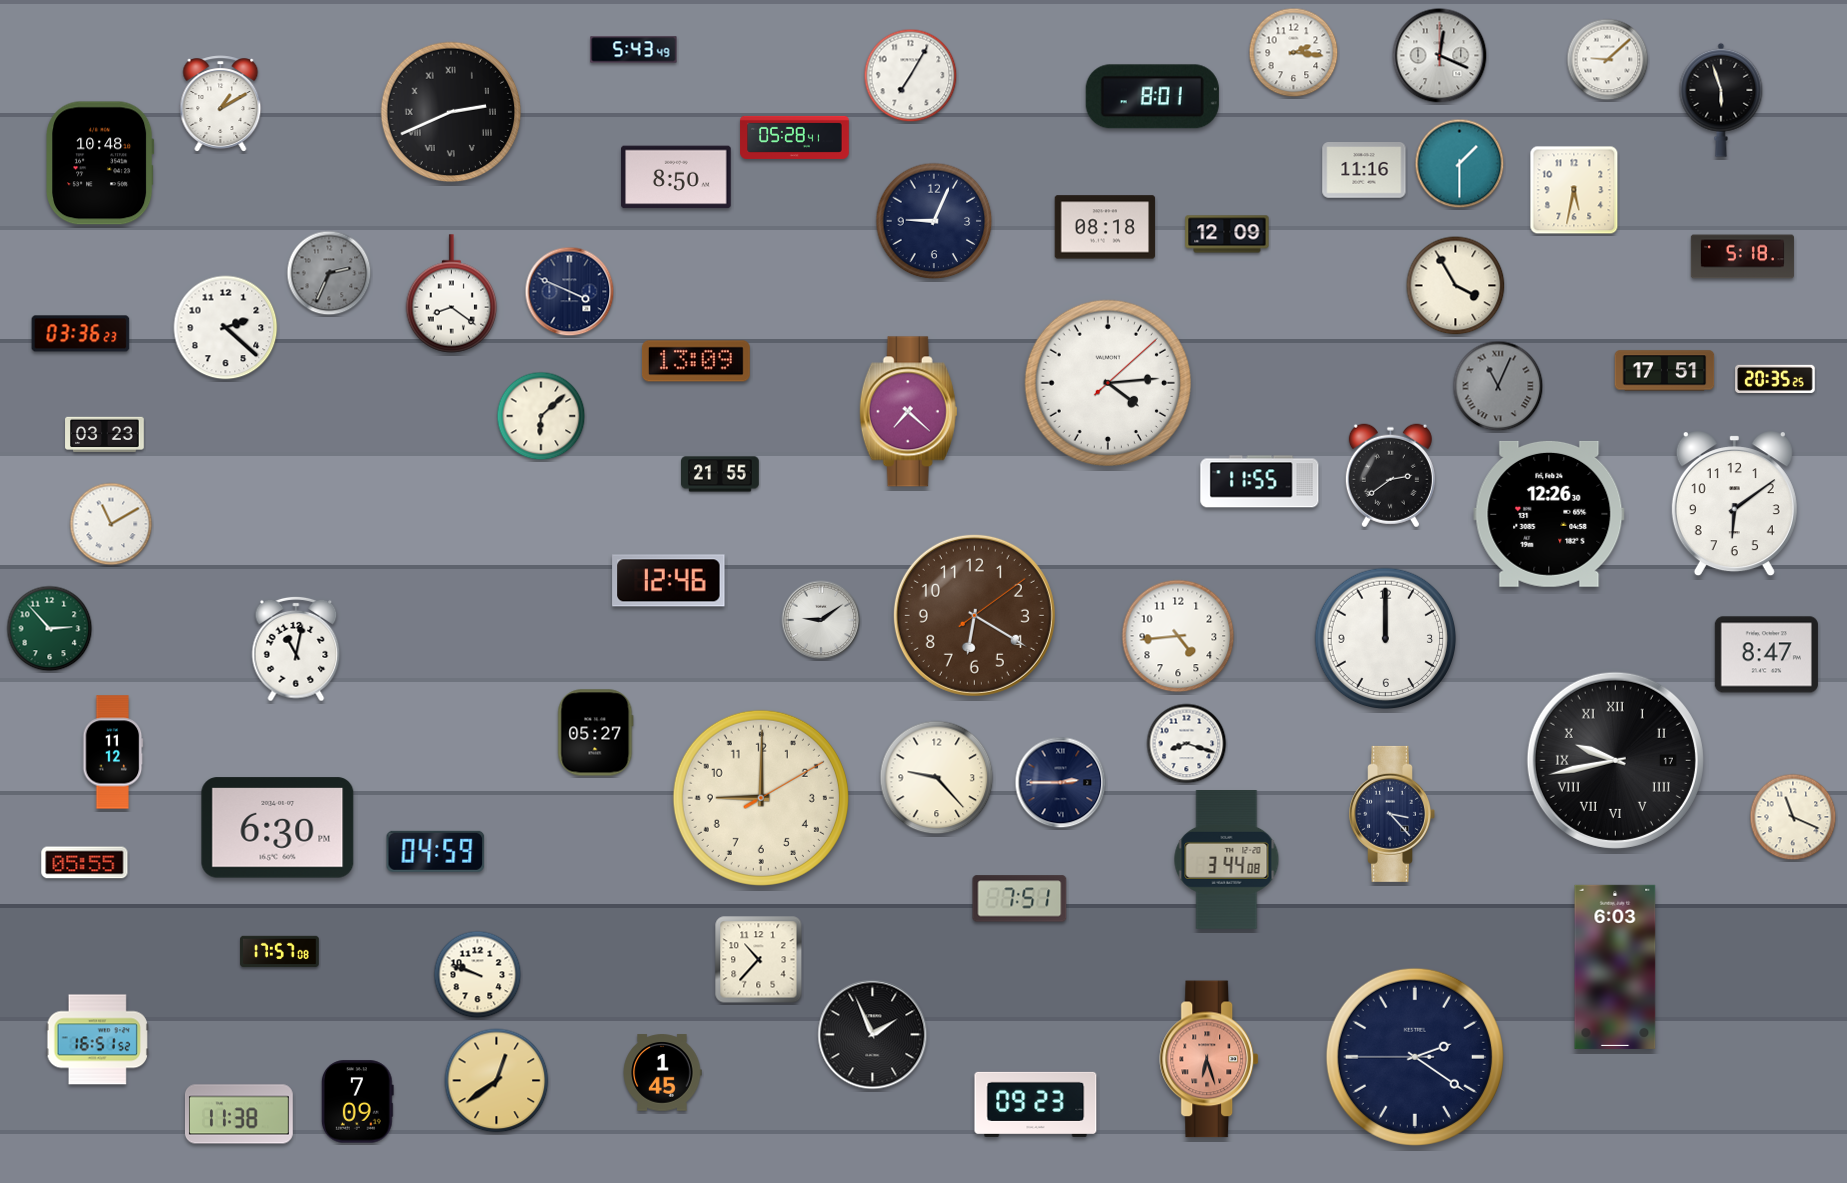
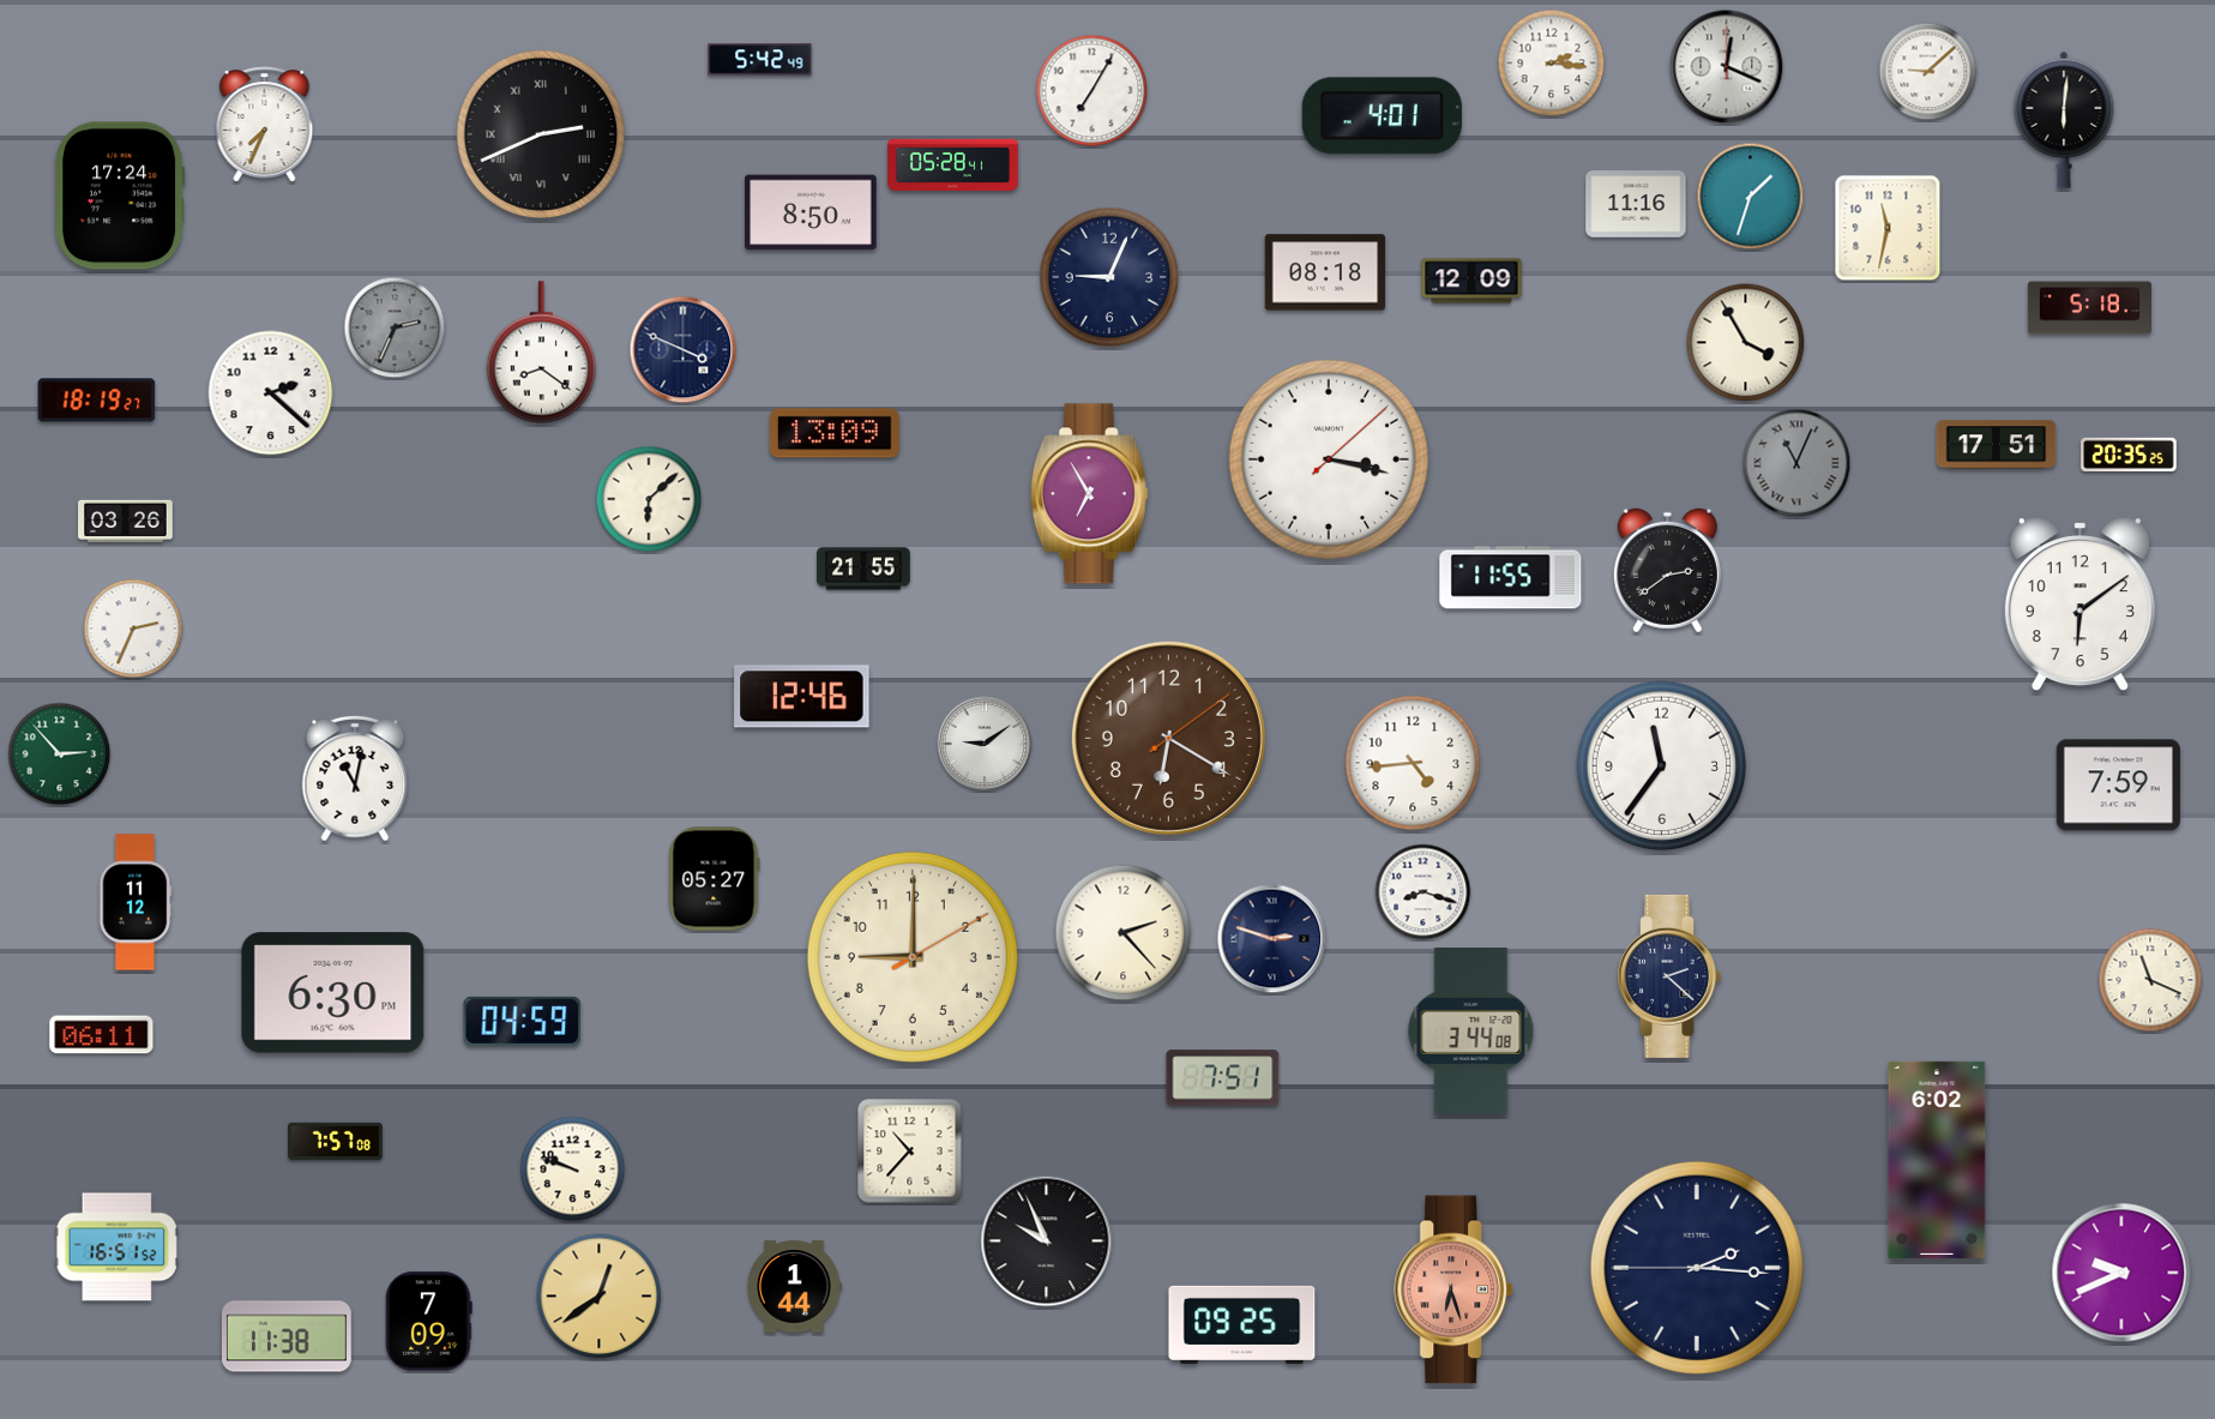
clock at (634, 50): 5:43 -> 5:42
clock at (1152, 97): 8:01 -> 4:01
clock at (1721, 100): 5:57 -> 6:01
clock at (221, 104): 1:10 -> 7:34
clock at (100, 163): 10:48 -> 17:24
clock at (1460, 164): 1:30 -> 1:33
clock at (1574, 190): 5:32 -> 11:32
clock at (934, 221) position: (934, 221) -> (1109, 277)
clock at (81, 334): 03:36 -> 18:19
clock at (1108, 383): 4:14 -> 3:17
clock at (908, 412): 7:22 -> 6:55
clock at (105, 435): 03:23 -> 03:26
clock at (1549, 514): 12:26 -> none
clock at (111, 524): 11:10 -> 2:34
clock at (1386, 639): 12:00 -> 11:36
clock at (1766, 655): 8:47 -> 7:59
clock at (1615, 760): 9:43 -> none
clock at (937, 778): 9:23 -> 2:23
clock at (1061, 783): 2:45 -> 2:48
clock at (1392, 814): 3:23 -> 2:22
clock at (85, 863): 05:55 -> 06:11
clock at (280, 952): 17:57 -> 7:57
clock at (1615, 967): 6:03 -> 6:02
clock at (873, 1035): 1:56 -> 9:56
clock at (1415, 1057): 2:20 -> 2:15
clock at (1210, 1059) position: (1210, 1059) -> (1455, 1289)
clock at (2121, 1273): none -> 9:41
clock at (662, 1073): 1:45 -> 1:44
clock at (497, 1081) position: (497, 1081) -> (600, 1297)
clock at (1036, 1104): 09:23 -> 09:25
